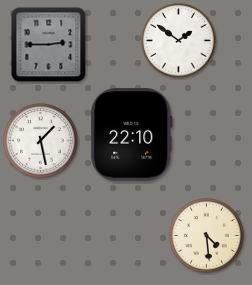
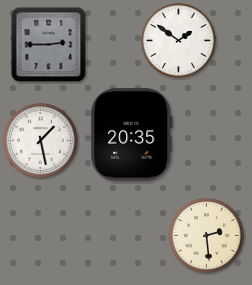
clock at (132, 135): 22:10 -> 20:35
clock at (207, 236): 4:29 -> 2:29
